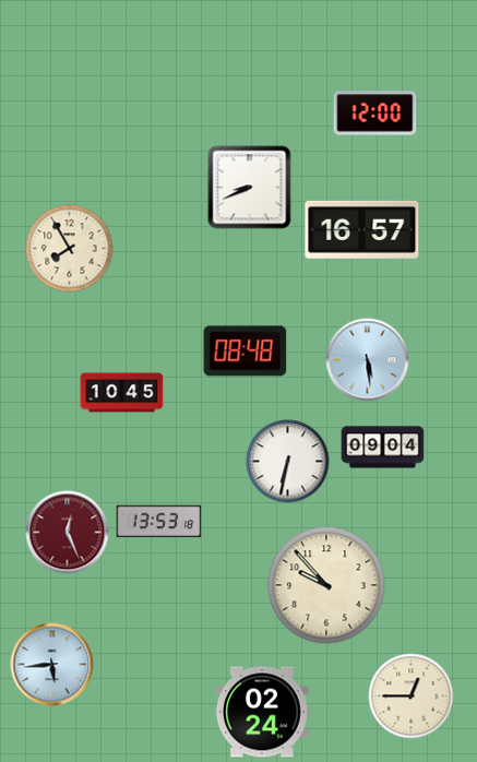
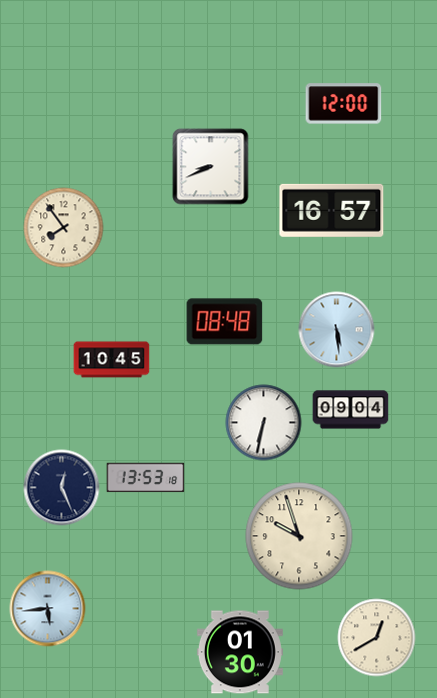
clock at (250, 188) position: (250, 188) -> (211, 167)
clock at (70, 249): 7:55 -> 7:54
clock at (68, 533) dial: burgundy -> navy
clock at (326, 585): 9:53 -> 9:57
clock at (412, 696): 12:45 -> 12:40
clock at (262, 712): 02:24 -> 01:30
